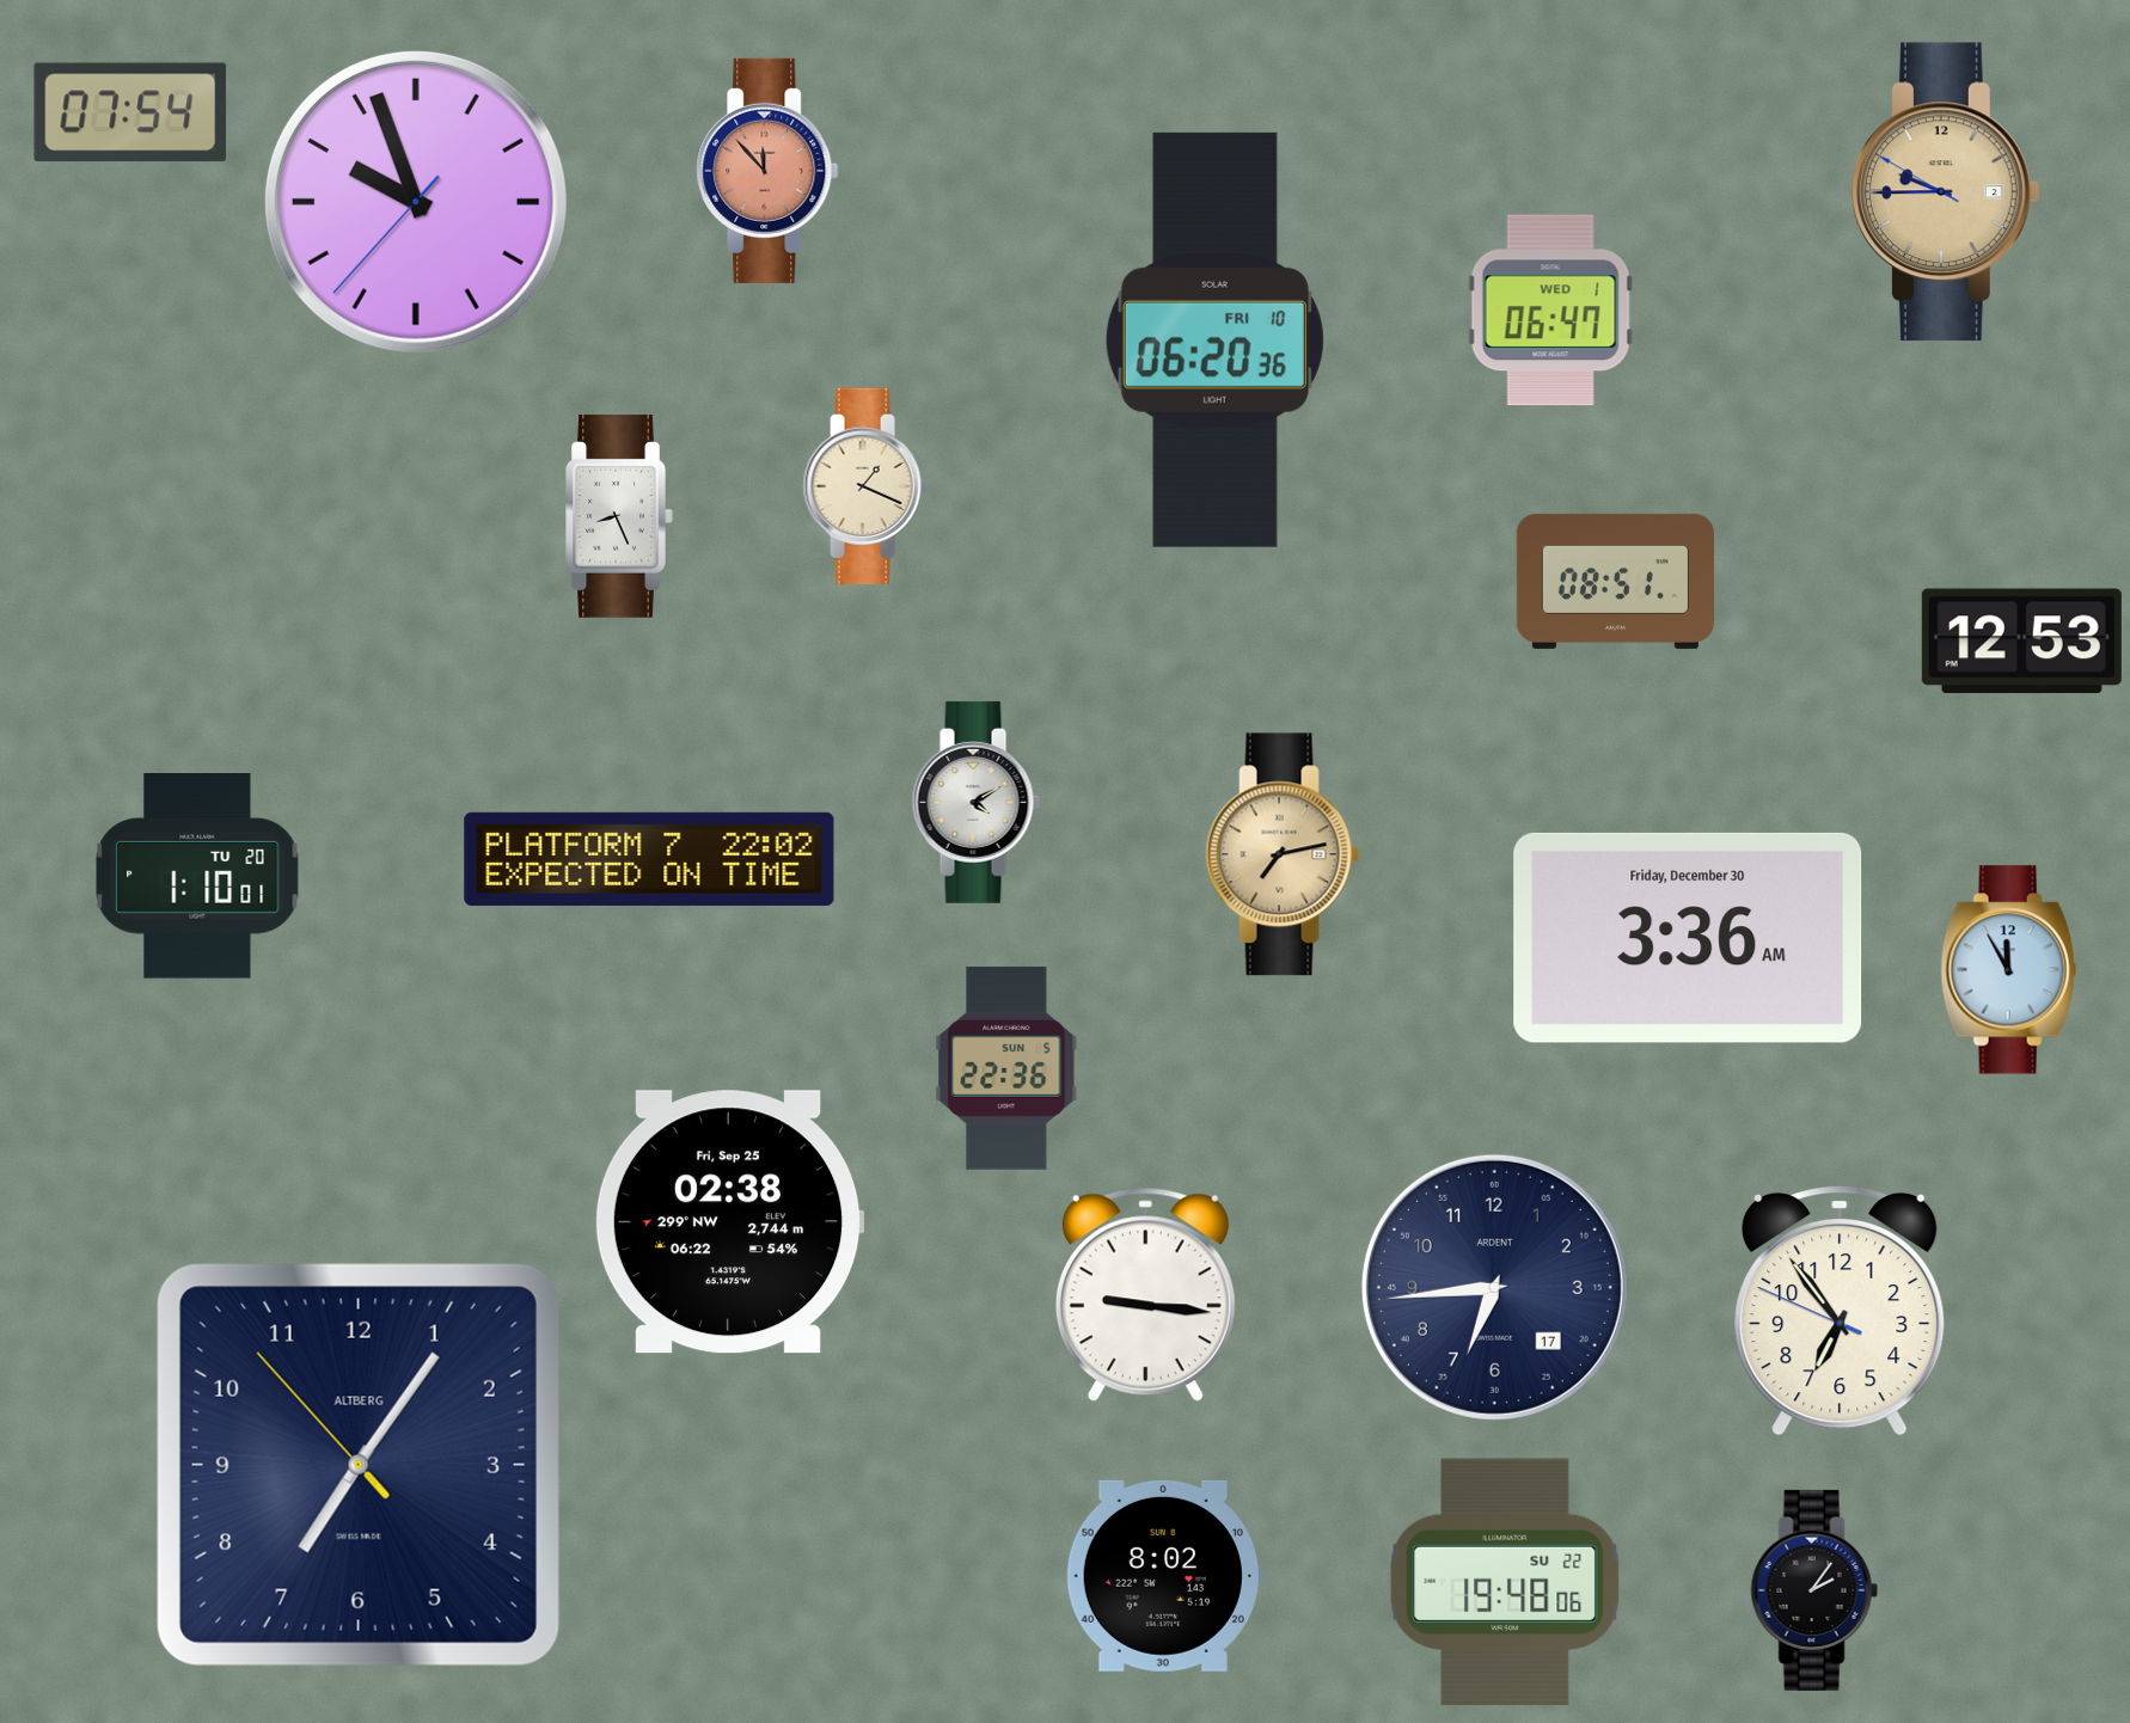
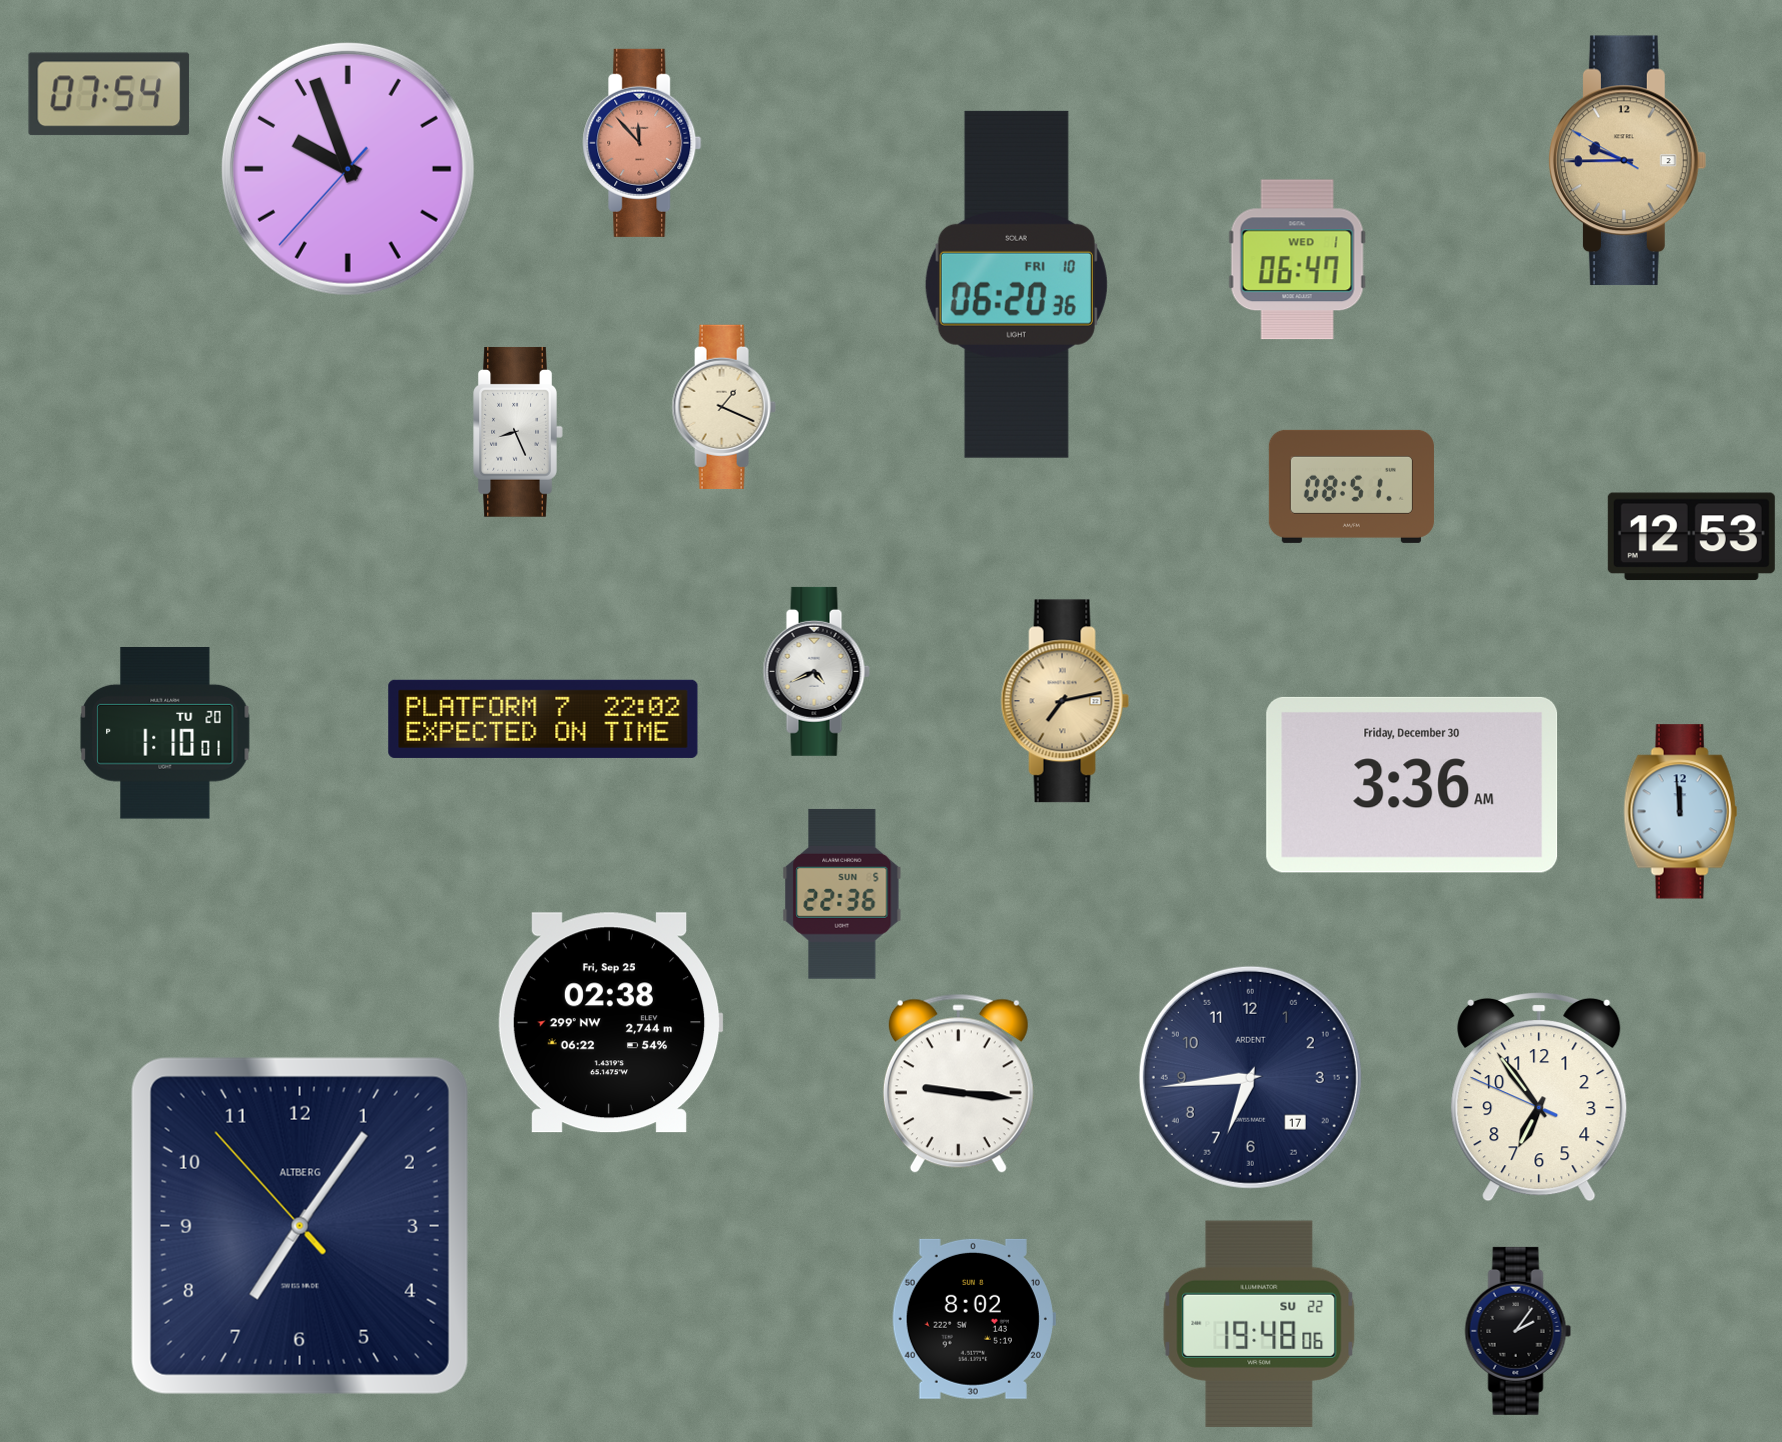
clock at (975, 802): 4:10 -> 4:41
clock at (1283, 854) position: (1283, 854) -> (1065, 701)
clock at (2009, 970): 11:55 -> 11:59
